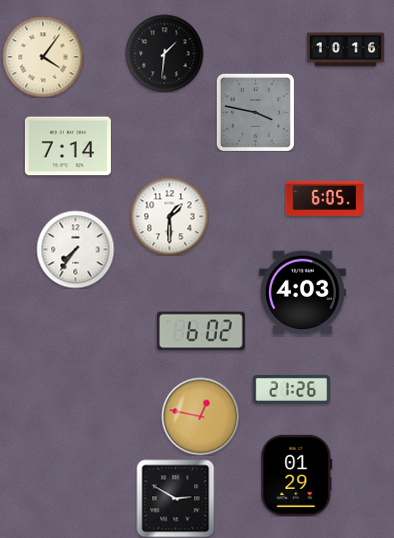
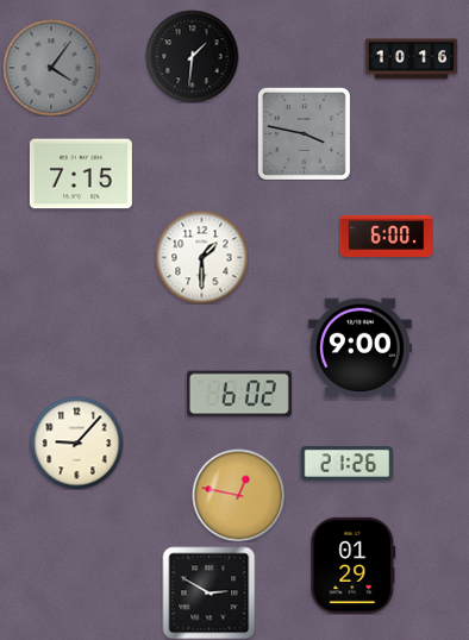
clock at (164, 53) position: (164, 53) -> (192, 56)
clock at (43, 57) dial: cream -> grey
clock at (68, 146): 7:14 -> 7:15
clock at (324, 198): 6:05 -> 6:00
clock at (75, 249): 7:36 -> none
clock at (302, 293): 4:03 -> 9:00
clock at (76, 443): none -> 9:07
